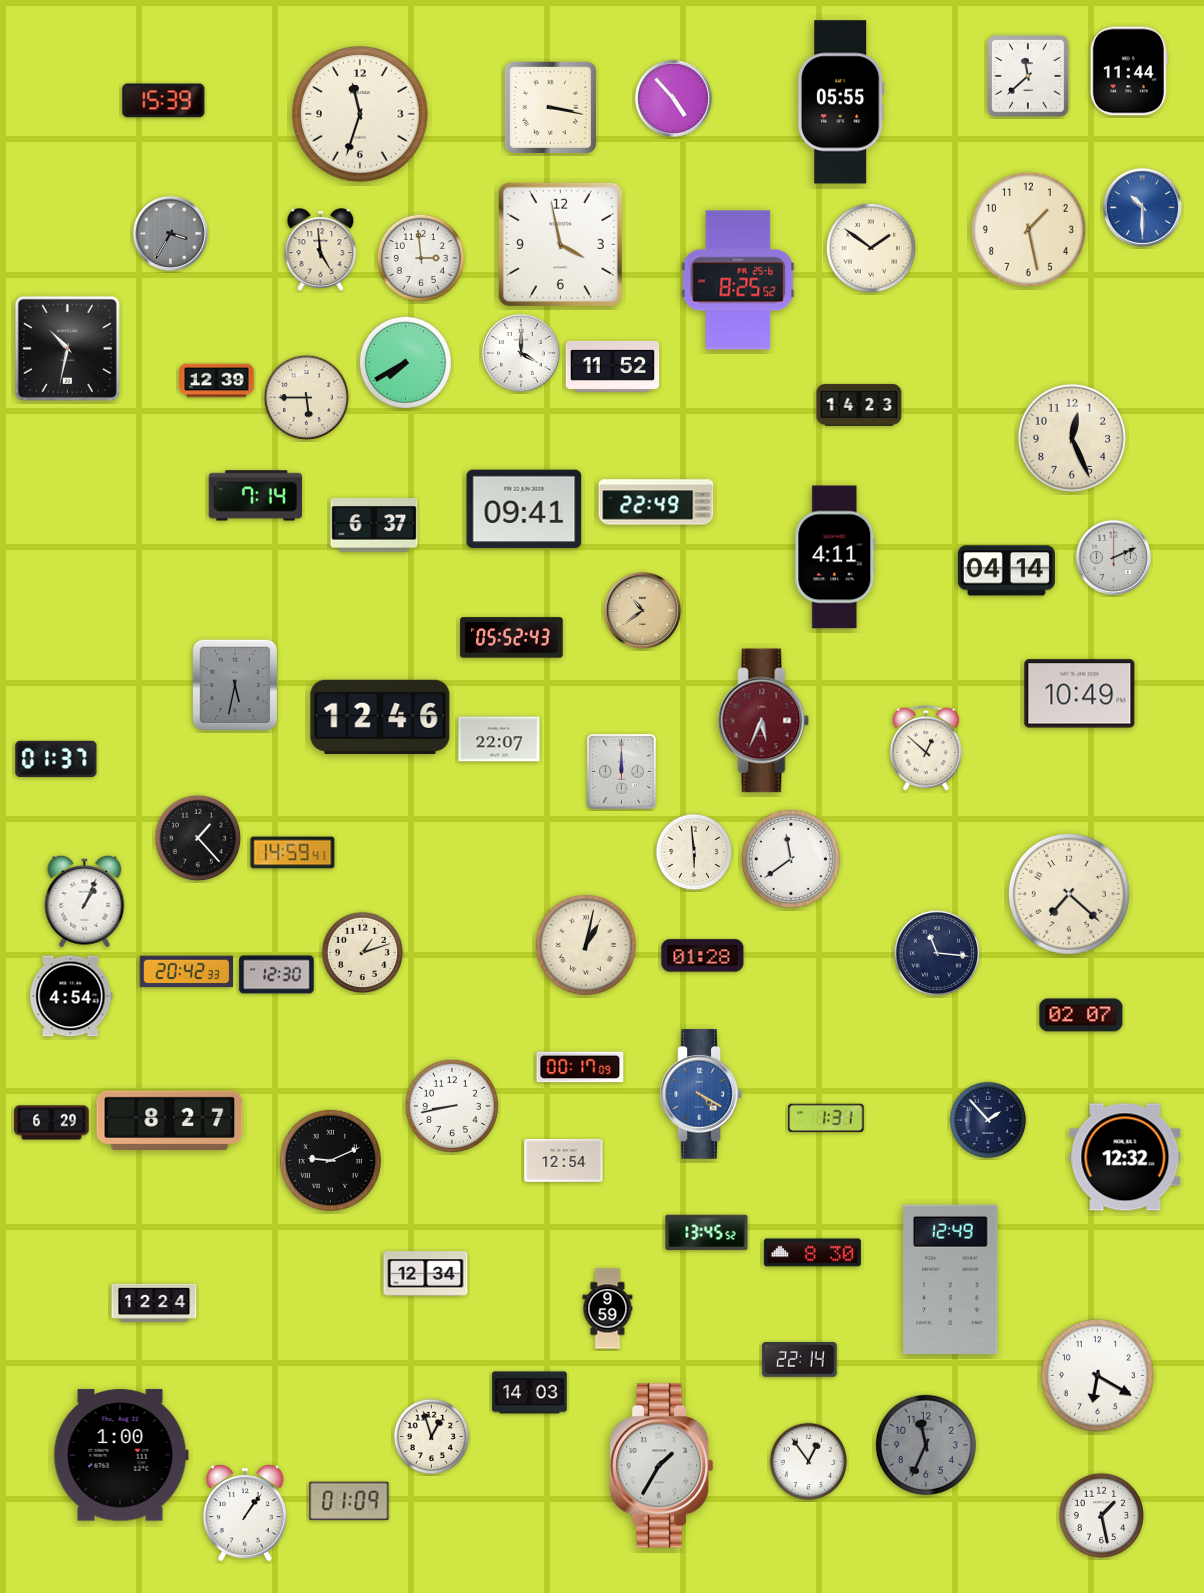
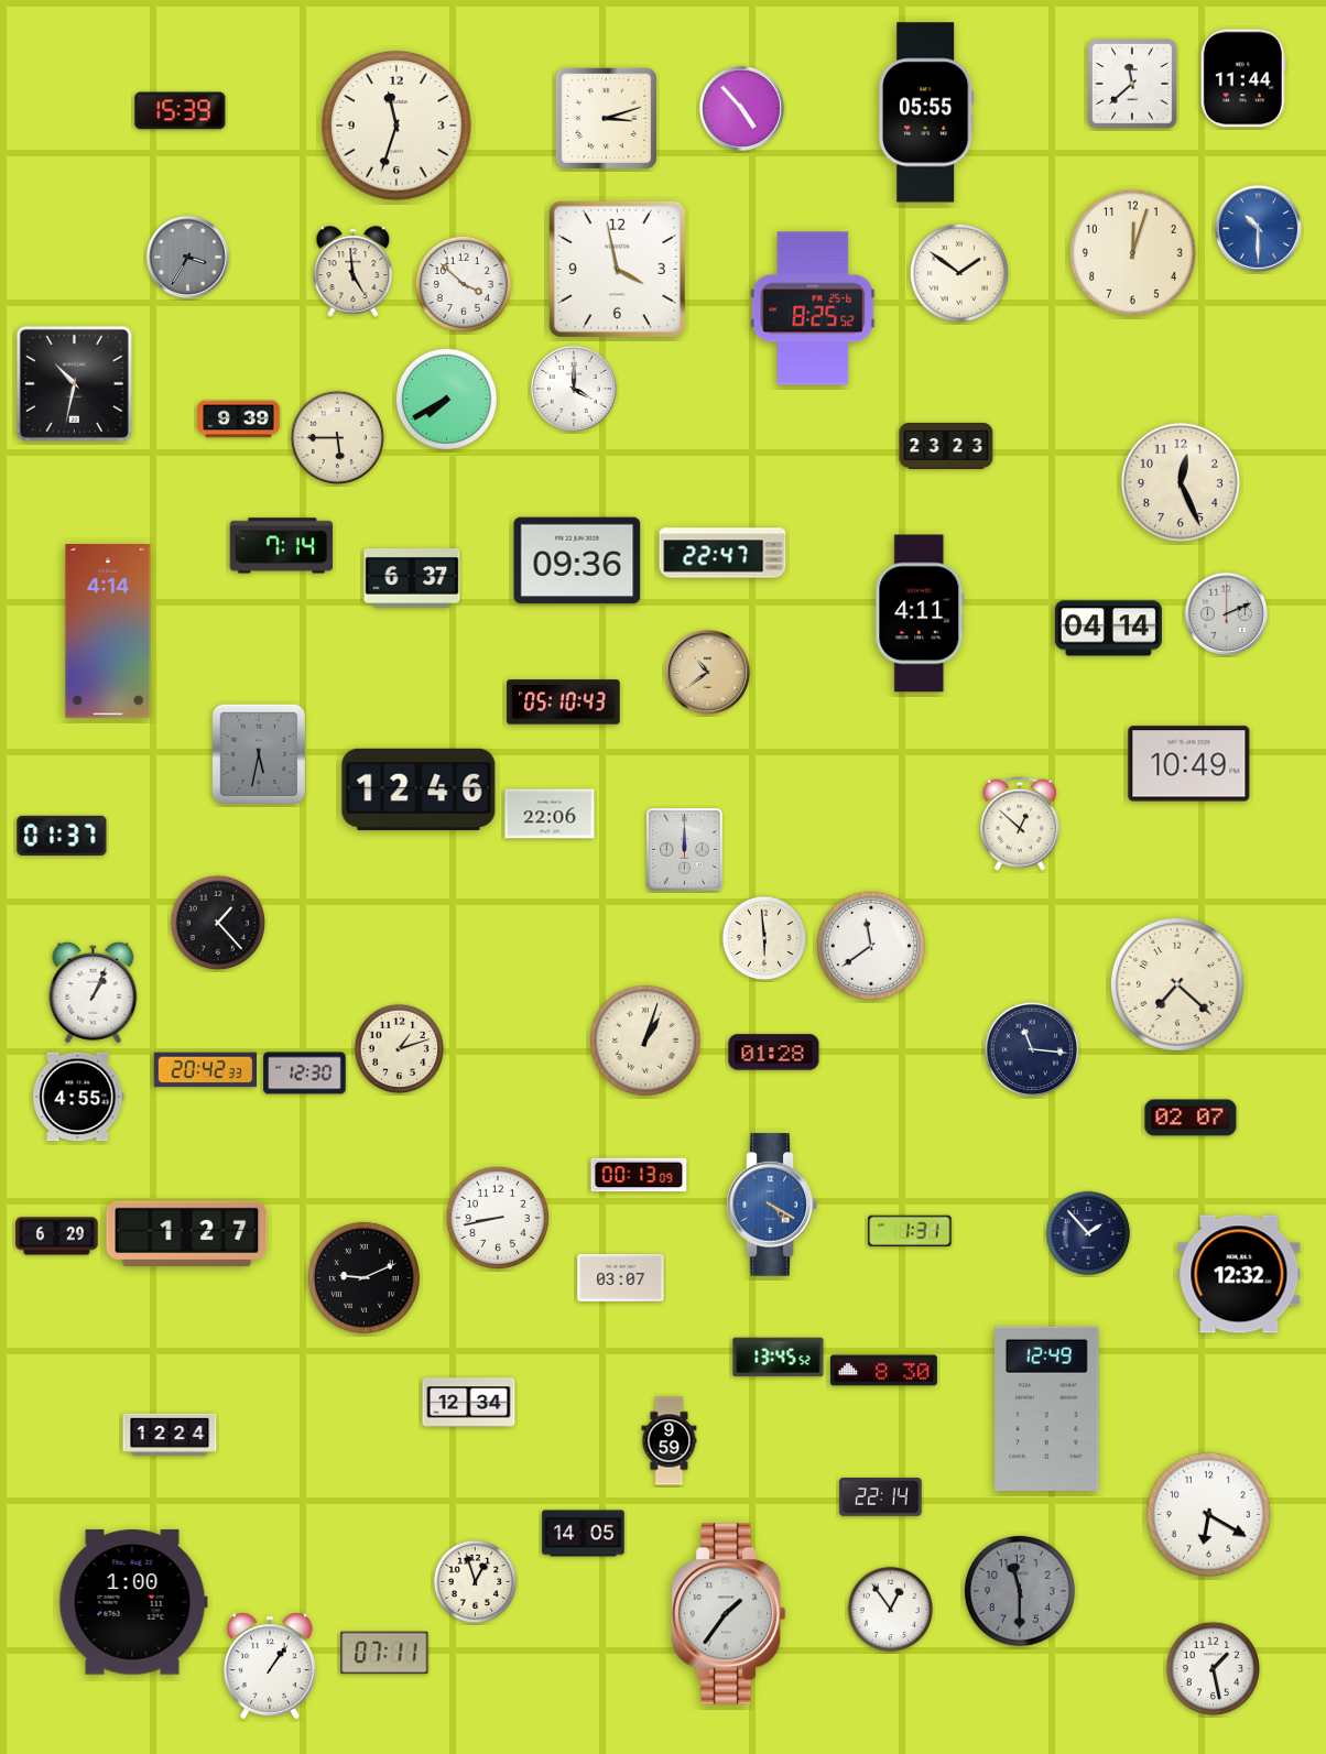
clock at (550, 107): 3:17 -> 3:12
clock at (1028, 229): 1:28 -> 12:03
clock at (321, 250) position: (321, 250) -> (354, 272)
clock at (420, 257): 2:59 -> 3:52
clock at (613, 366): 11:52 -> none
clock at (217, 381): 12:39 -> 9:39
clock at (859, 405): 14:23 -> 23:23
clock at (656, 502): 22:49 -> 22:47
clock at (524, 509): 09:41 -> 09:36
clock at (108, 631): none -> 4:14
clock at (512, 638): 05:52 -> 05:10
clock at (764, 721): 5:34 -> none
clock at (499, 739): 22:07 -> 22:06
clock at (293, 853): 14:59 -> none
clock at (586, 945): 1:02 -> 1:03
clock at (71, 996): 4:54 -> 4:55
clock at (580, 1067): 00:17 -> 00:13
clock at (170, 1120): 8:27 -> 1:27
clock at (564, 1160): 12:54 -> 03:07
clock at (812, 1253) position: (812, 1253) -> (883, 1371)
clock at (530, 1393): 14:03 -> 14:05
clock at (926, 1445): 11:34 -> 11:30
clock at (662, 1466): 1:35 -> 1:36
clock at (349, 1501): 01:09 -> 07:11
